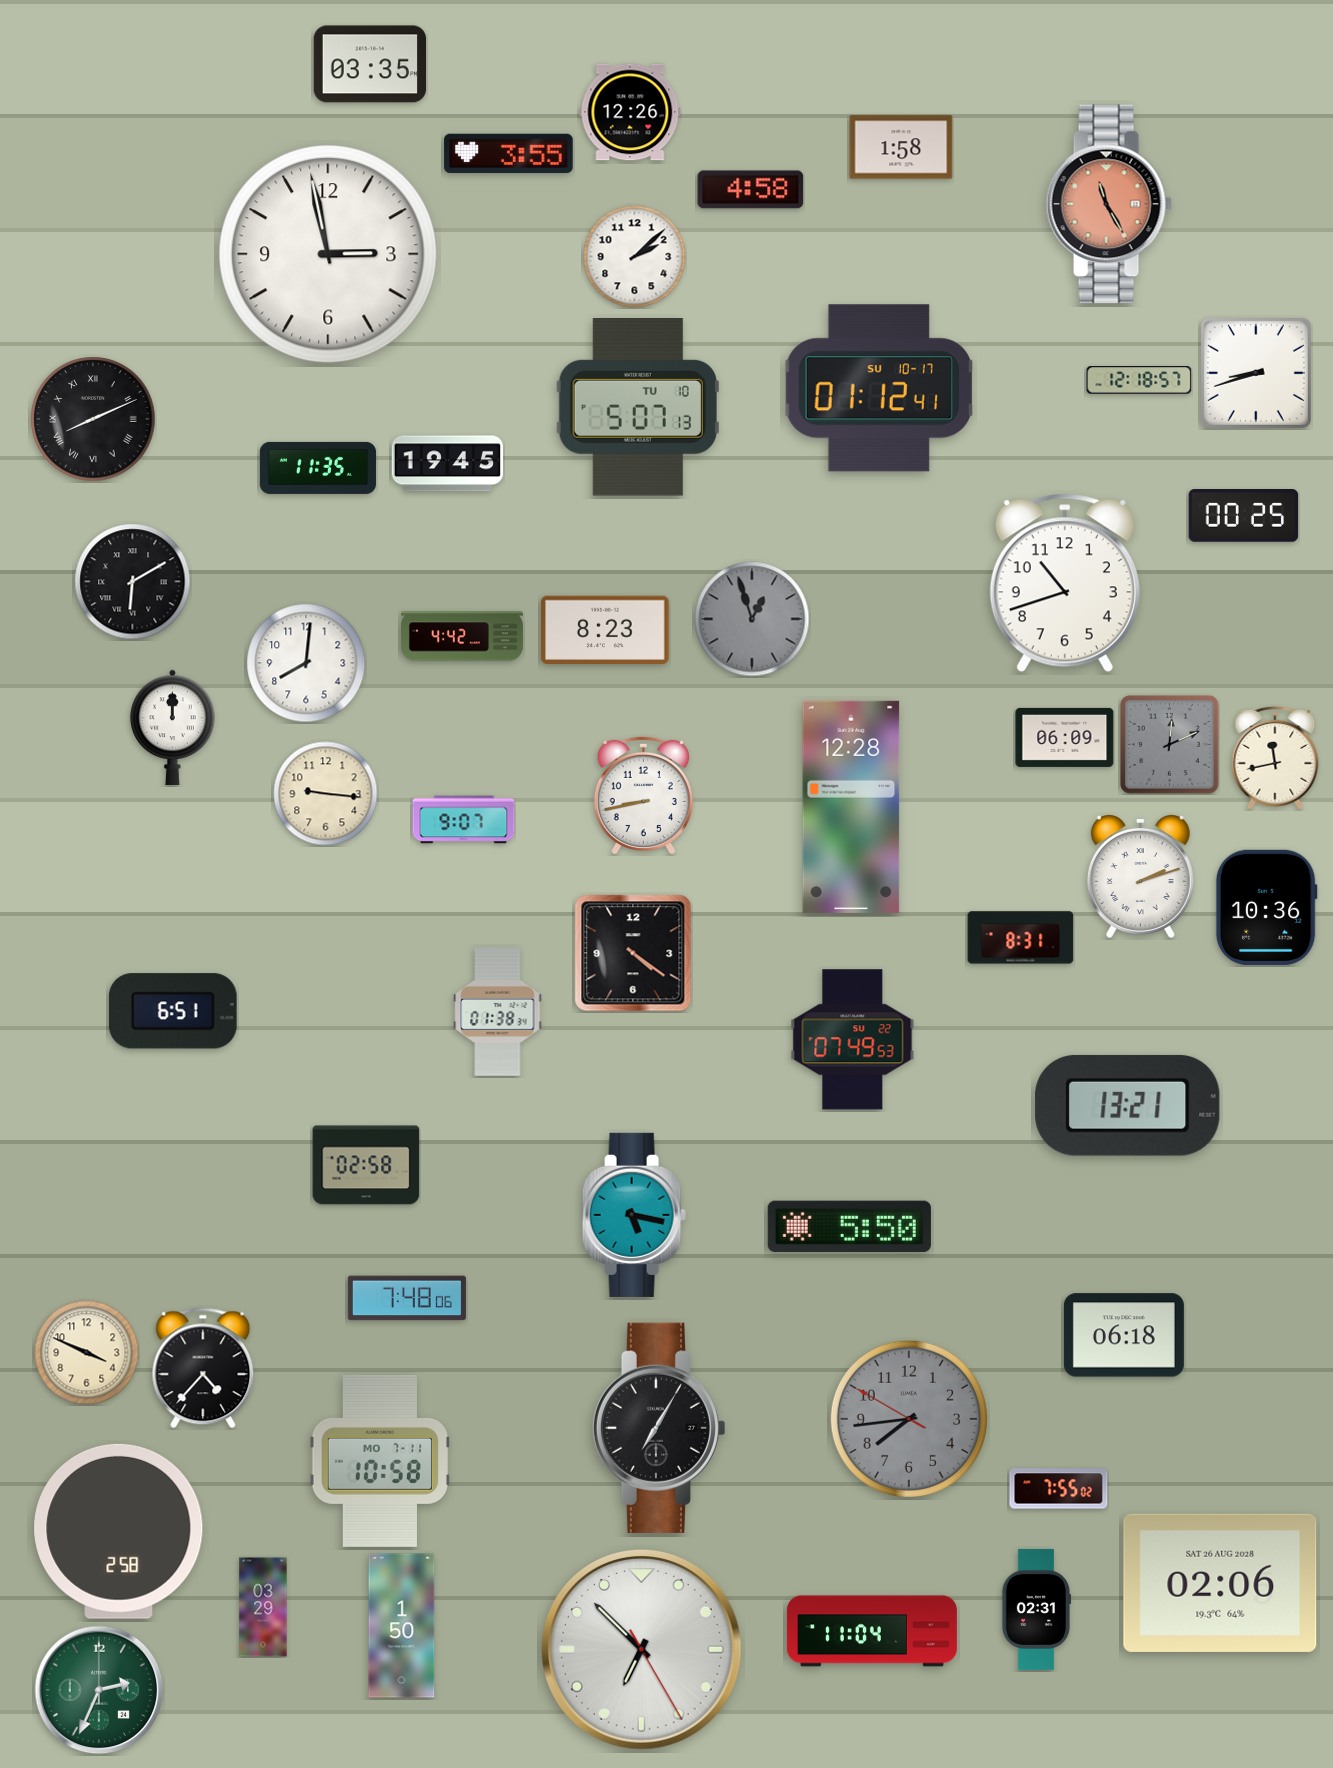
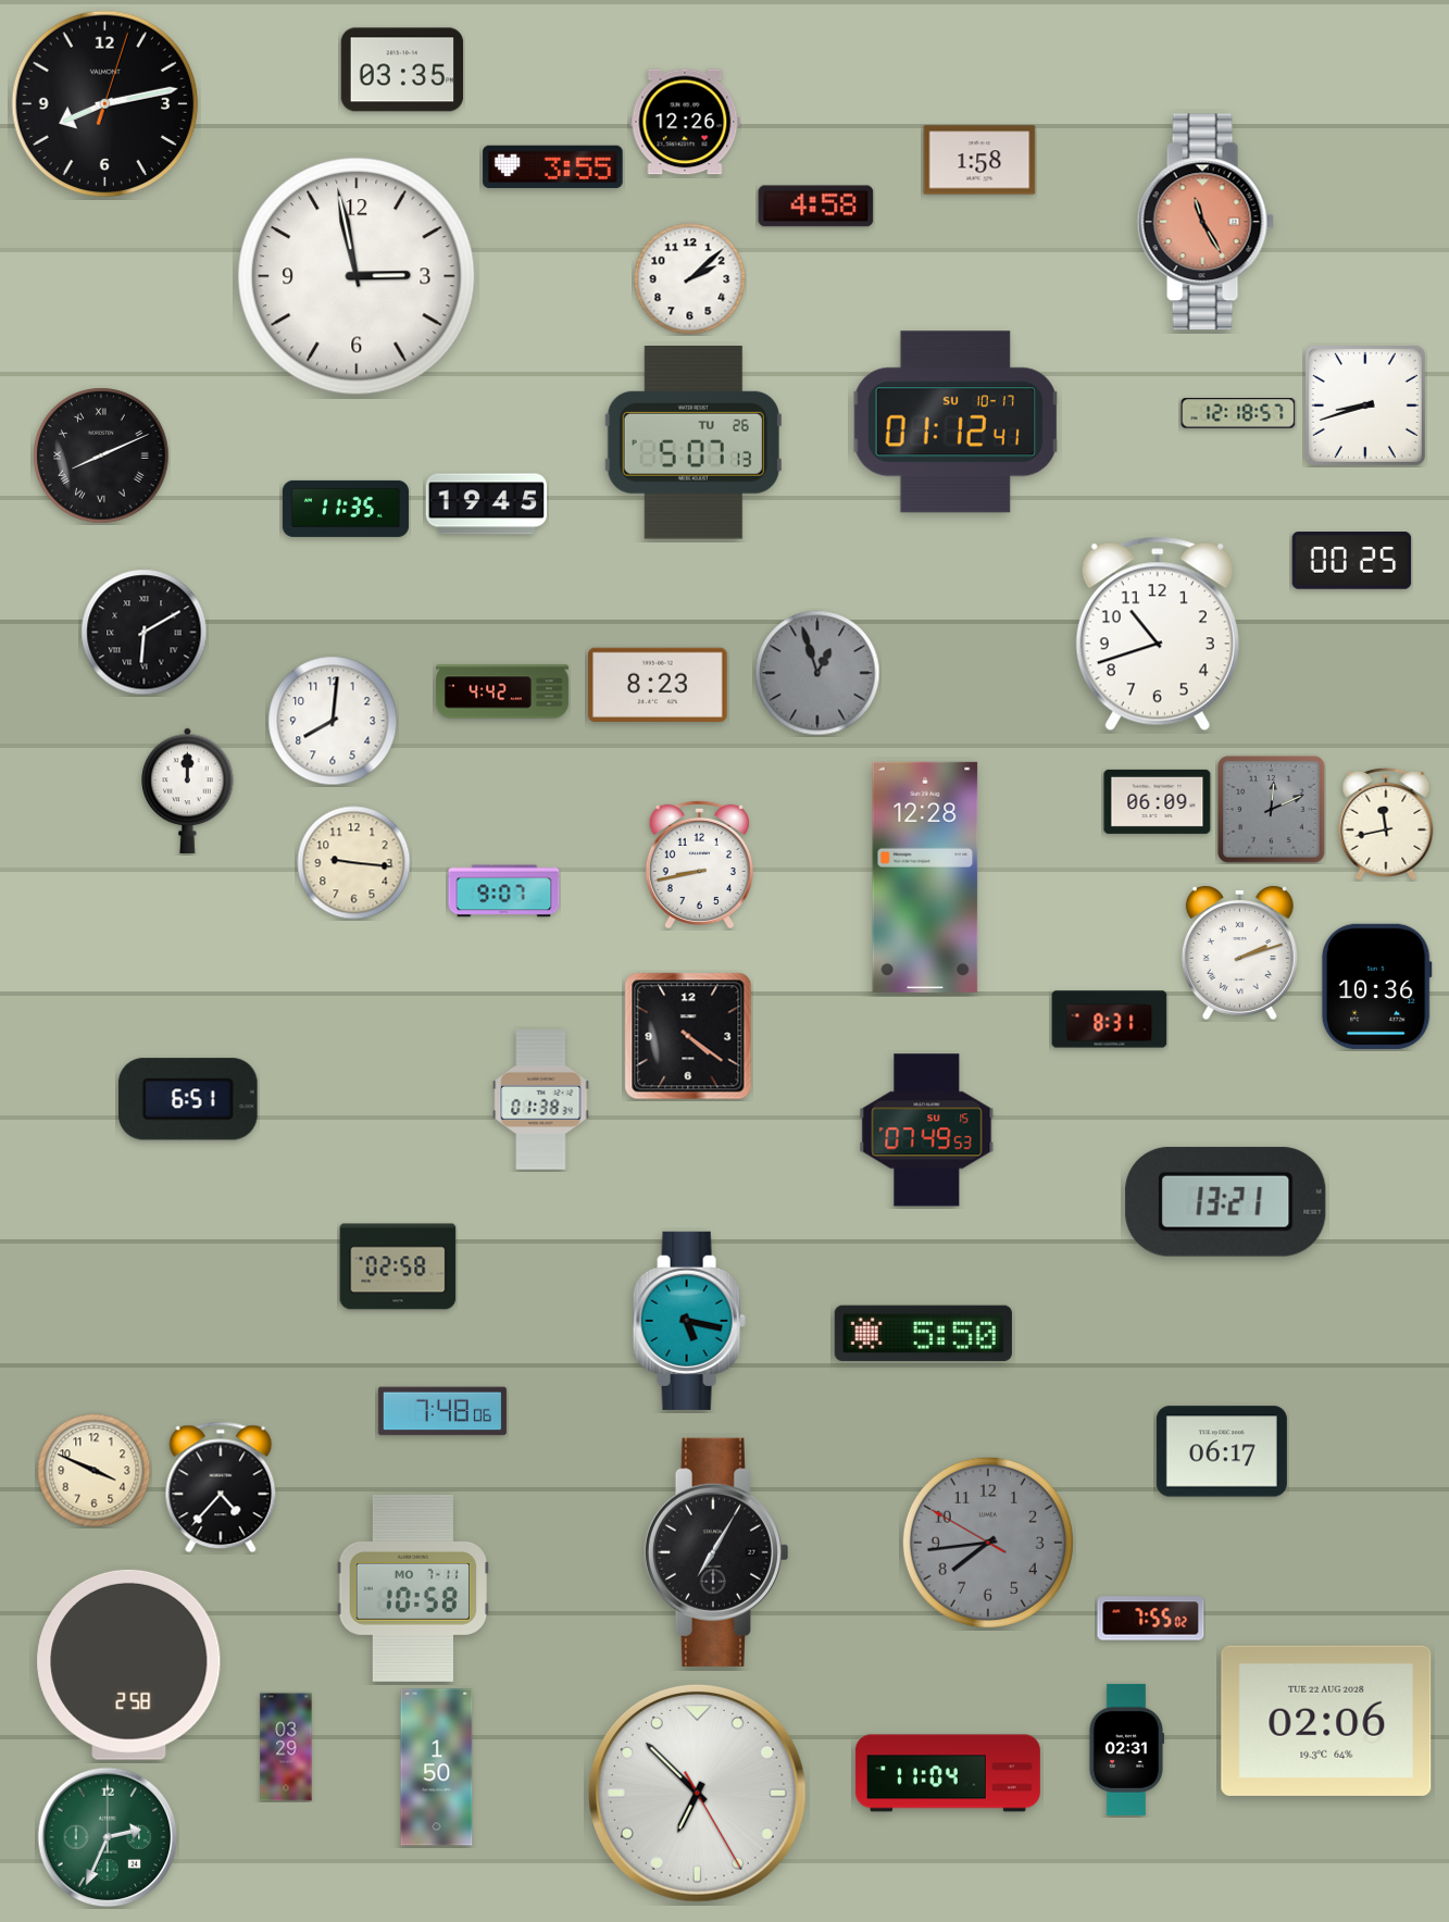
clock at (105, 104): none -> 8:13
clock at (638, 408) date: TU 10 -> TU 26
clock at (853, 1040) date: SU 22 -> SU 15
clock at (1124, 1335): 06:18 -> 06:17
clock at (1220, 1583) date: SAT 26 AUG 2028 -> TUE 22 AUG 2028
